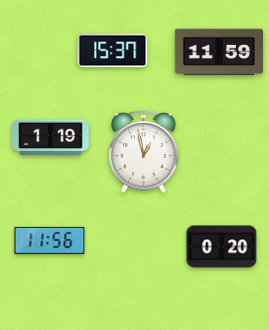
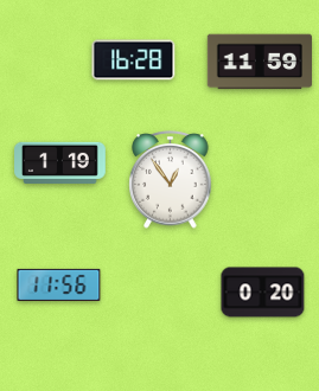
clock at (113, 51): 15:37 -> 16:28
clock at (144, 152): 12:58 -> 12:54
